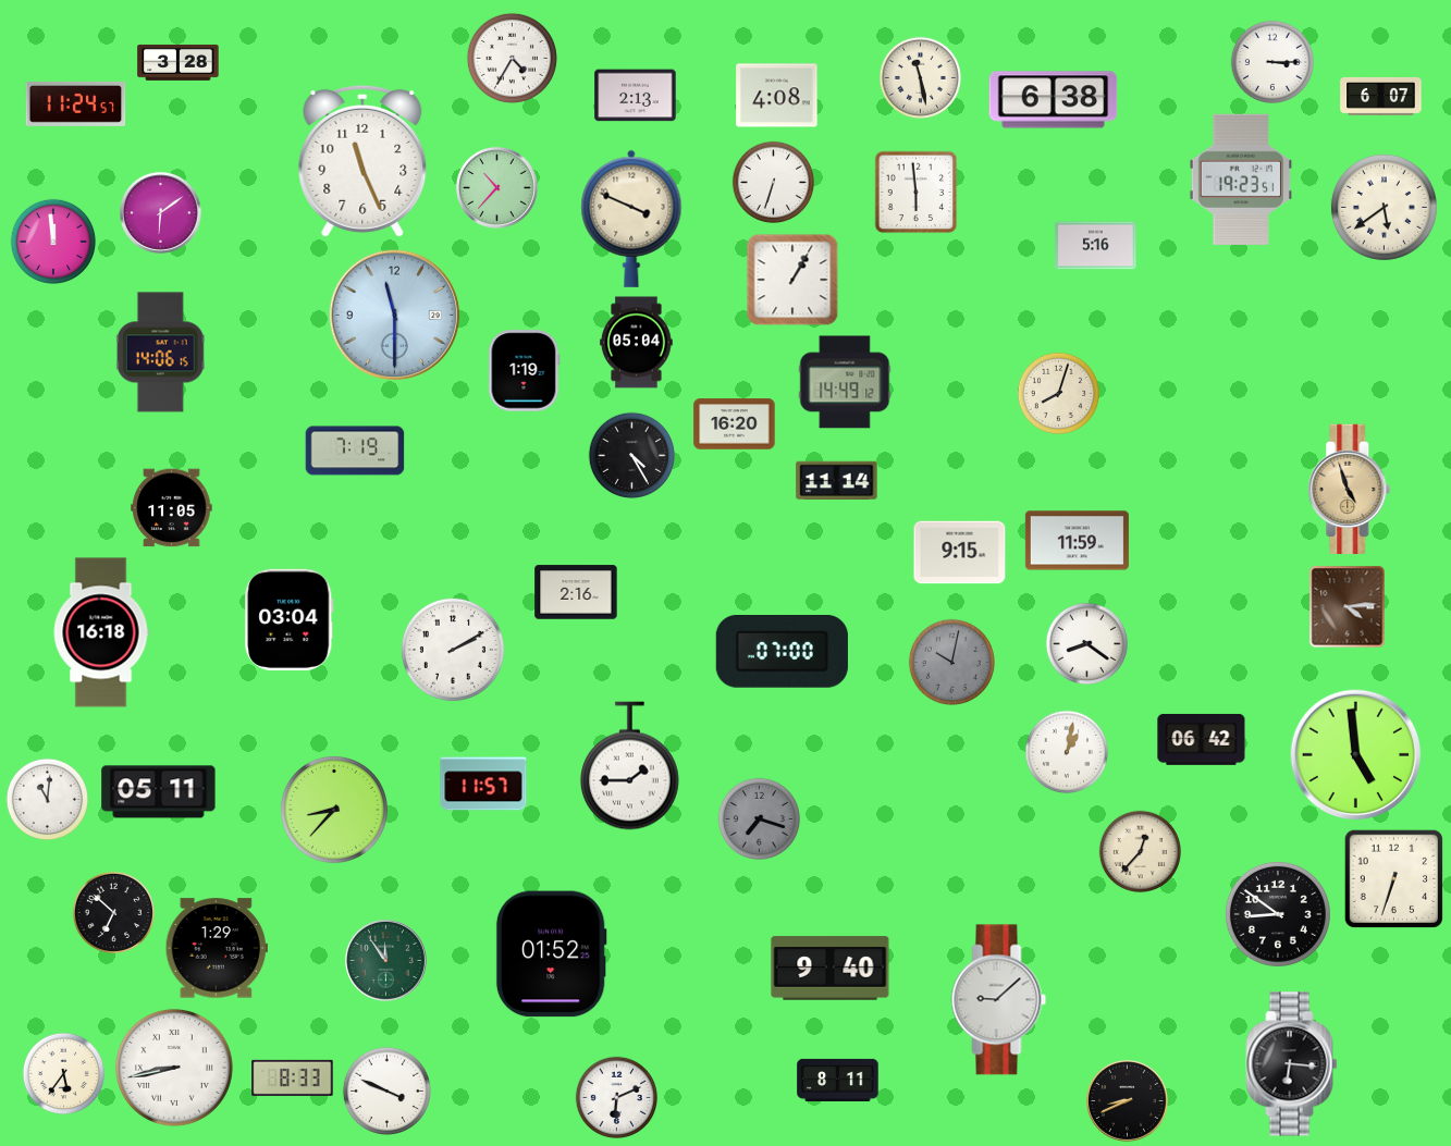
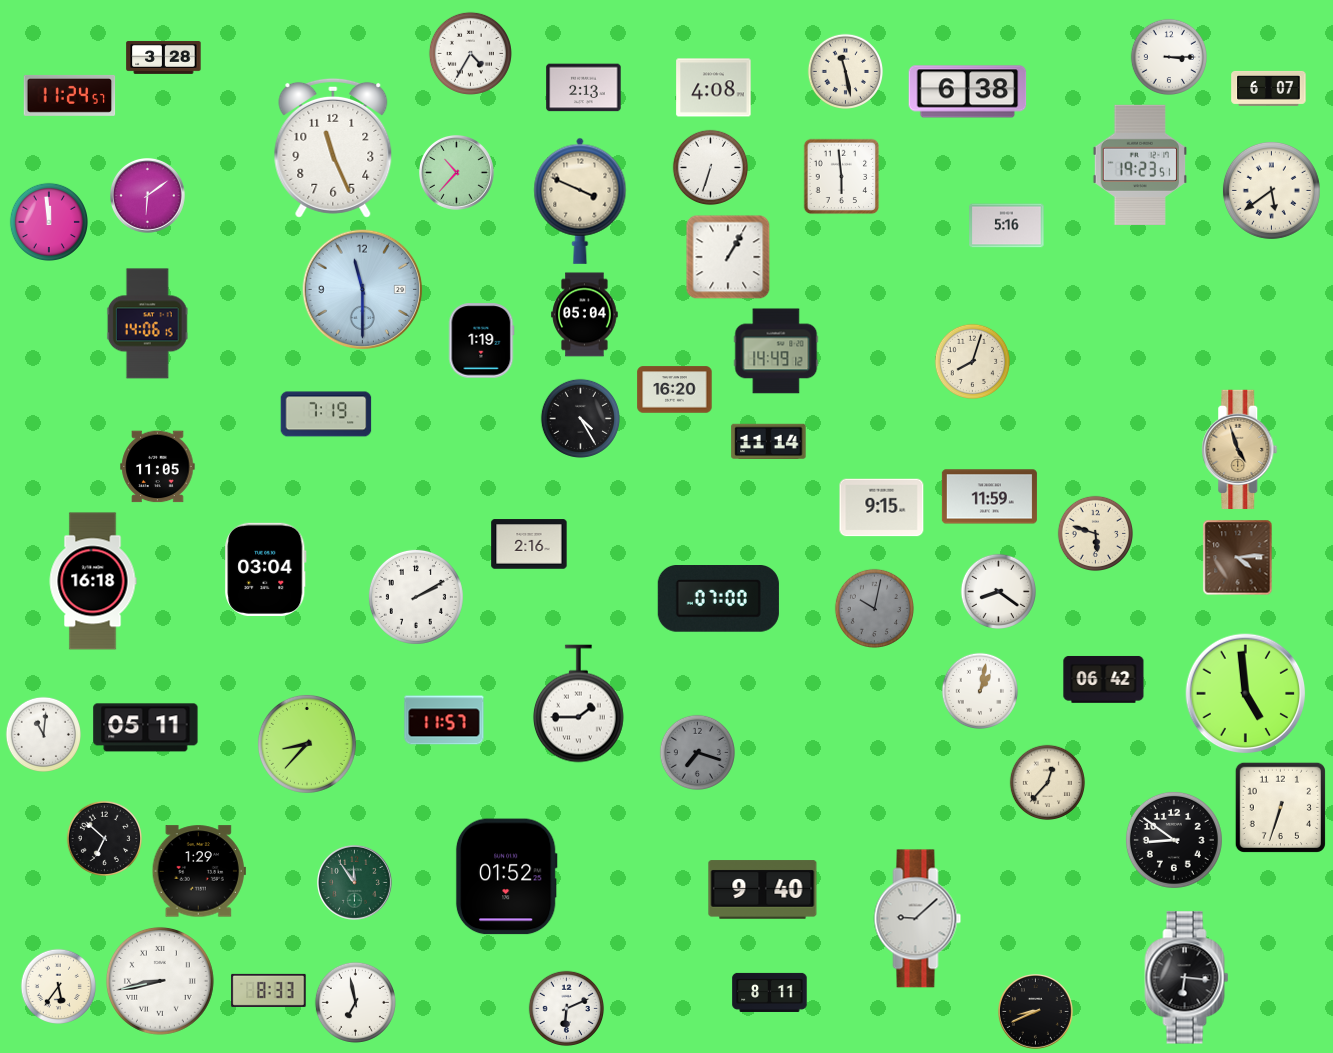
clock at (1095, 533): none -> 5:48
clock at (386, 1090): 3:49 -> 6:58
